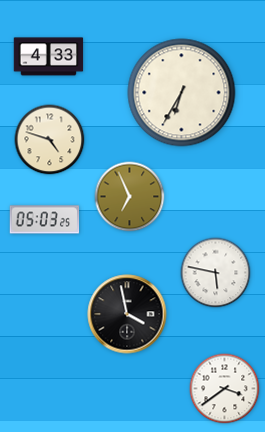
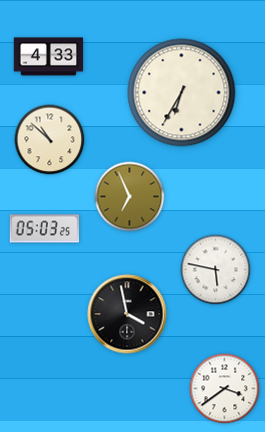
clock at (50, 140): 4:48 -> 10:52
clock at (45, 220) position: (45, 220) -> (45, 229)
clock at (216, 273) position: (216, 273) -> (216, 270)
